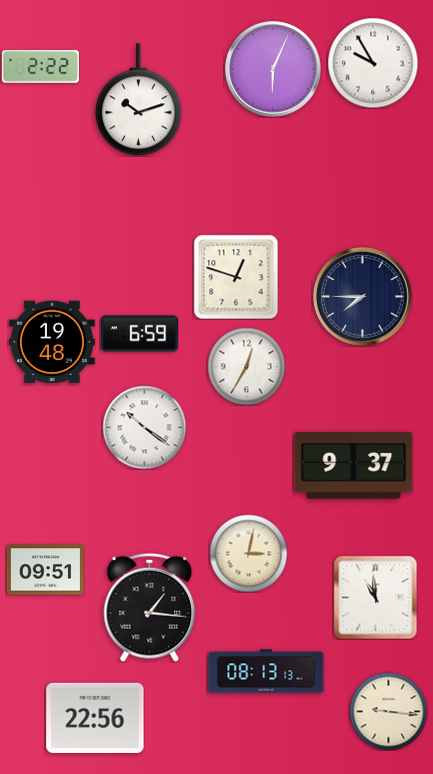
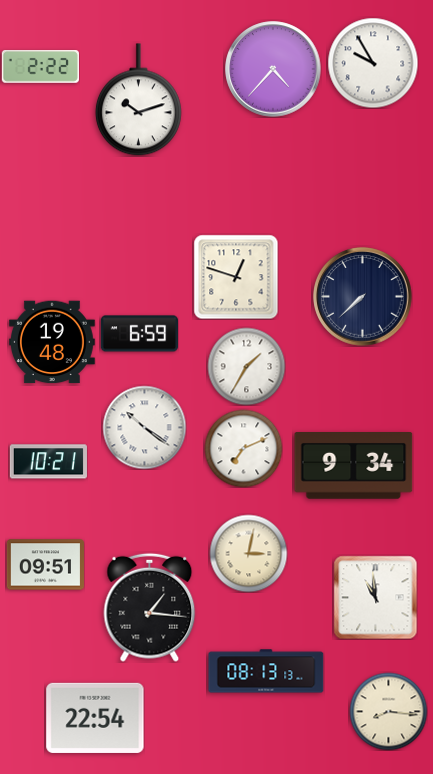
clock at (273, 69): 6:04 -> 4:37
clock at (363, 297): 7:45 -> 7:38
clock at (246, 366): 12:35 -> 1:35
clock at (243, 448): none -> 7:11
clock at (48, 462): none -> 10:21
clock at (354, 466): 9:37 -> 9:34
clock at (45, 570) position: (45, 570) -> (45, 565)
clock at (388, 711): 9:16 -> 8:16
clock at (95, 718): 22:56 -> 22:54
